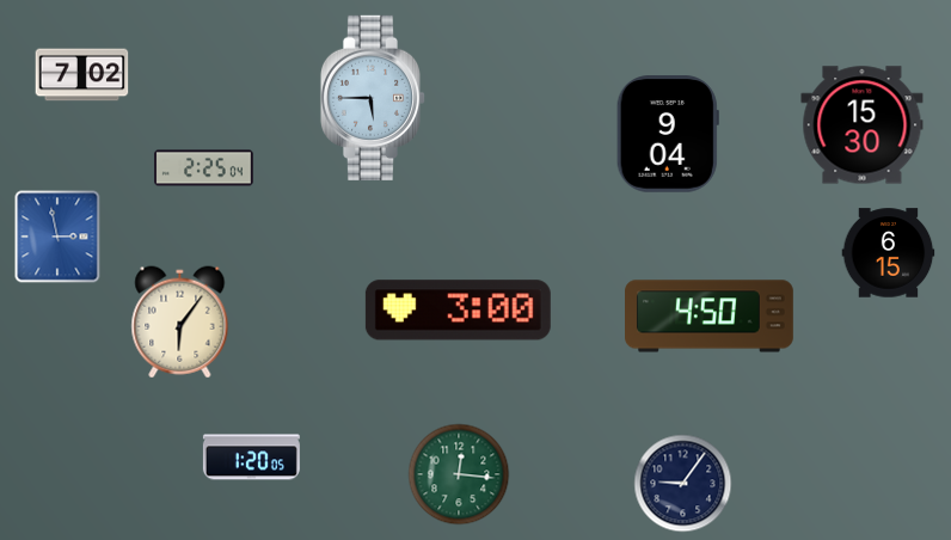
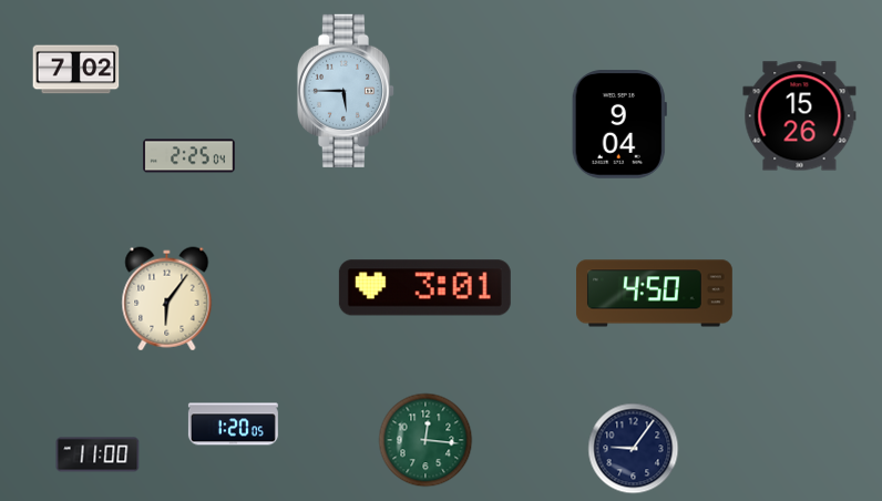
clock at (863, 125): 15:30 -> 15:26
clock at (57, 237): 2:58 -> none
clock at (889, 253): 6:15 -> none
clock at (458, 311): 3:00 -> 3:01
clock at (710, 317) position: (710, 317) -> (655, 294)
clock at (98, 454): none -> 11:00
